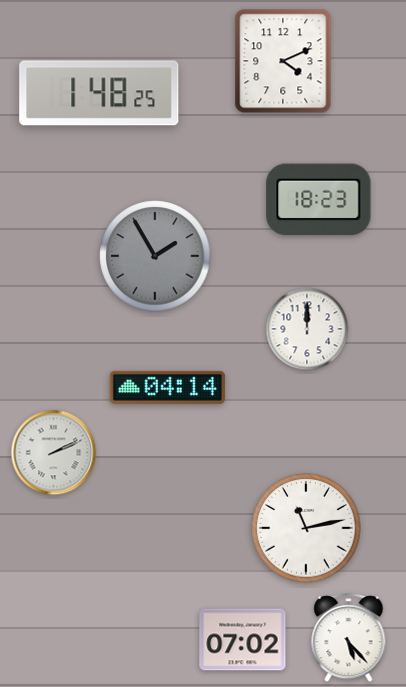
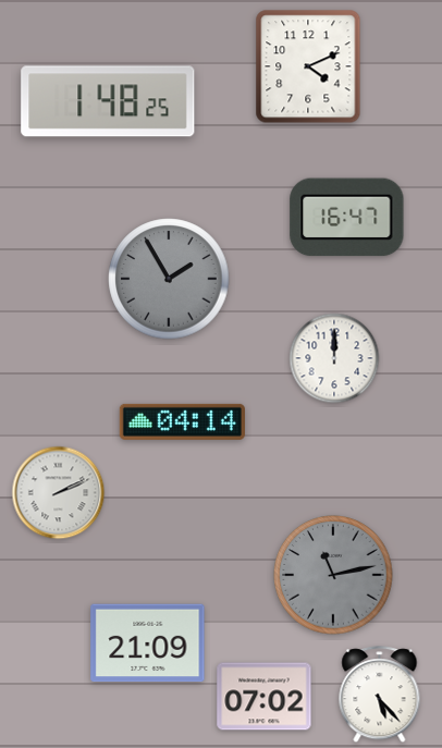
clock at (319, 200): 18:23 -> 16:47
clock at (306, 528) dial: white -> grey
clock at (148, 643): none -> 21:09
